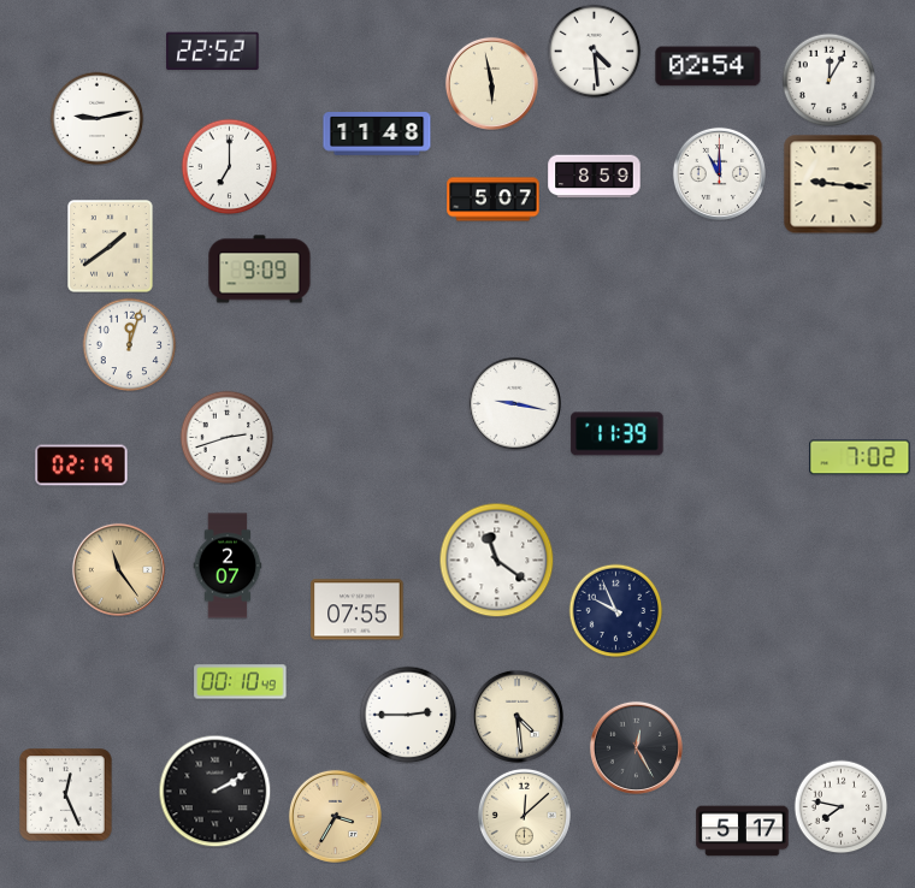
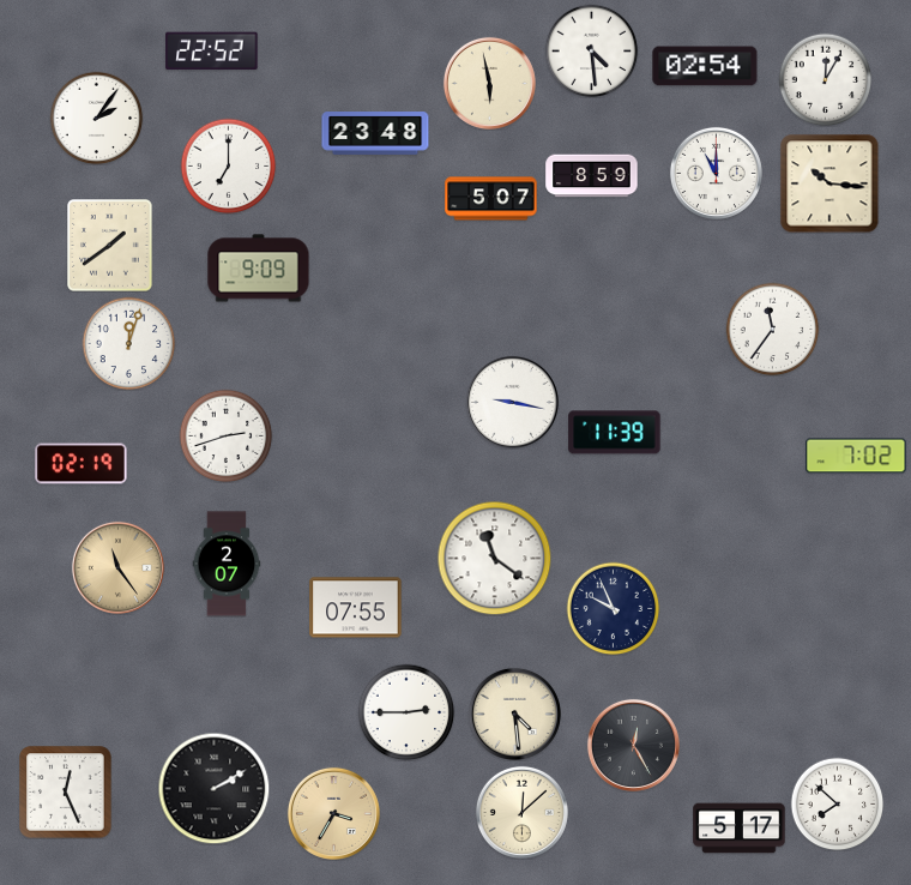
clock at (96, 118): 9:13 -> 2:06
clock at (377, 134): 11:48 -> 23:48
clock at (833, 184): 9:16 -> 10:16
clock at (772, 329): none -> 11:36
clock at (241, 682): 00:10 -> none
clock at (840, 806): 7:47 -> 7:52
